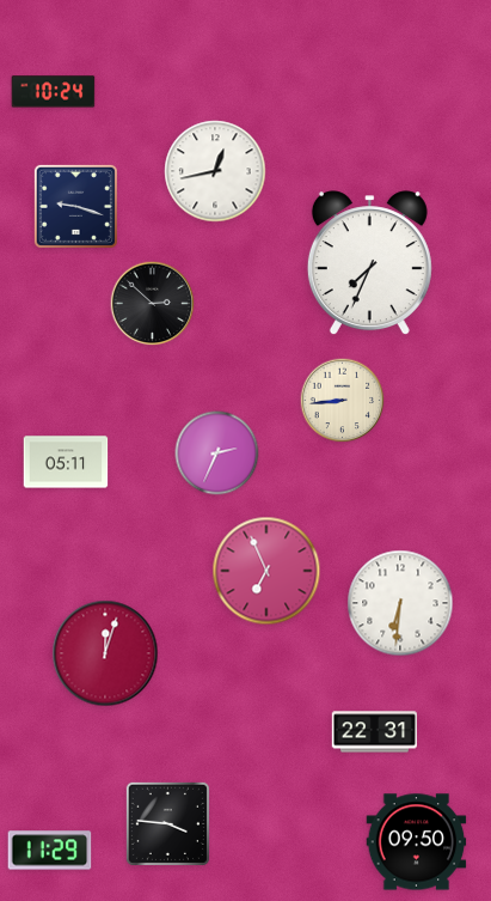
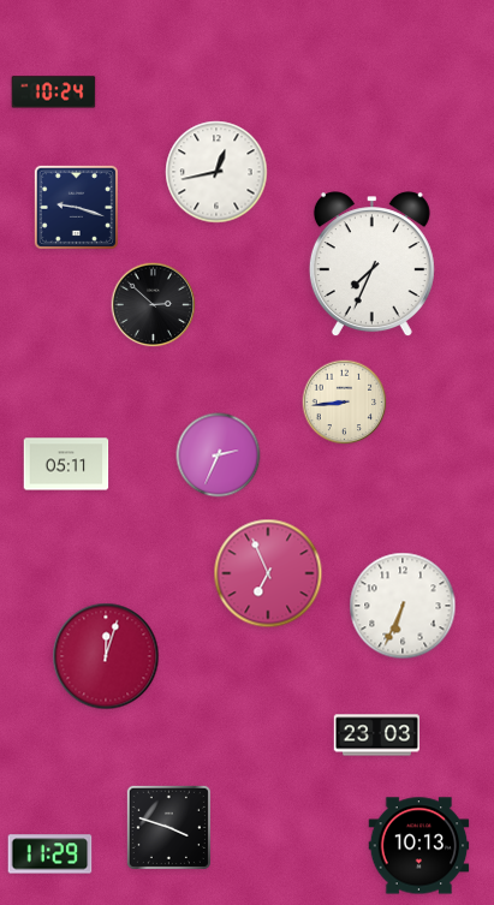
clock at (400, 603): 6:31 -> 6:34
clock at (375, 732): 22:31 -> 23:03
clock at (167, 823): 3:46 -> 3:48
clock at (417, 842): 09:50 -> 10:13
